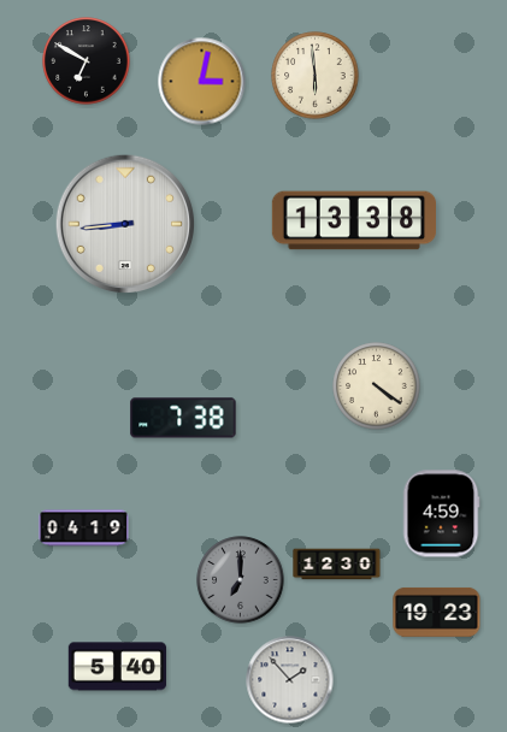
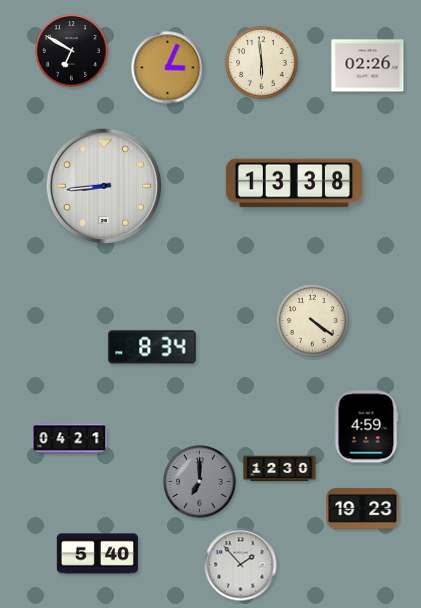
clock at (368, 66): none -> 02:26
clock at (202, 82): 3:02 -> 3:04
clock at (183, 418): 7:38 -> 8:34
clock at (84, 529): 04:19 -> 04:21
